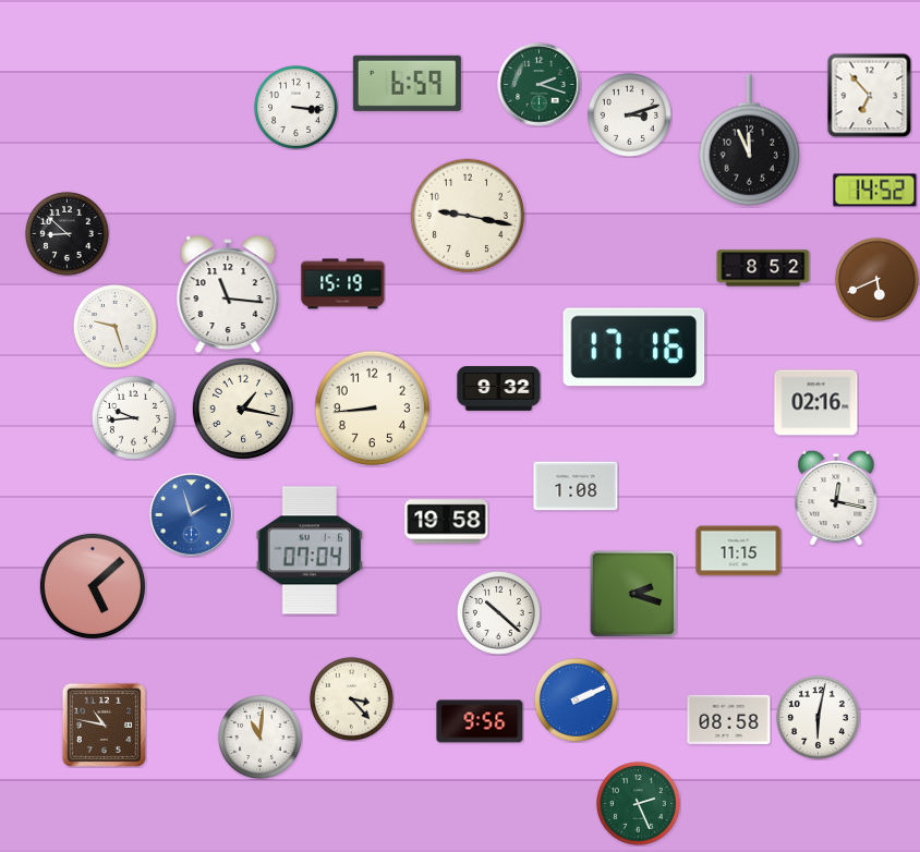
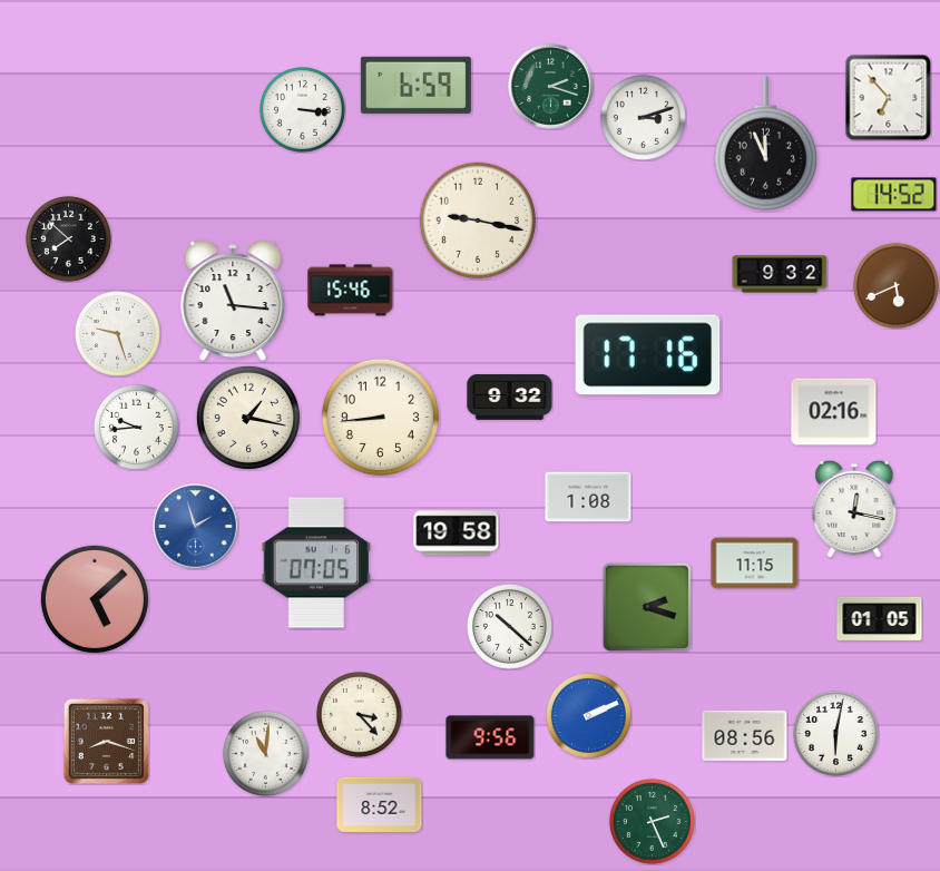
clock at (66, 233): 8:52 -> 7:52
clock at (763, 268): 8:52 -> 9:32
clock at (343, 284): 15:19 -> 15:46
clock at (310, 550): 07:04 -> 07:05
clock at (880, 618): none -> 01:05
clock at (729, 719): 08:58 -> 08:56
clock at (104, 725): 10:47 -> 8:18
clock at (380, 804): none -> 8:52
